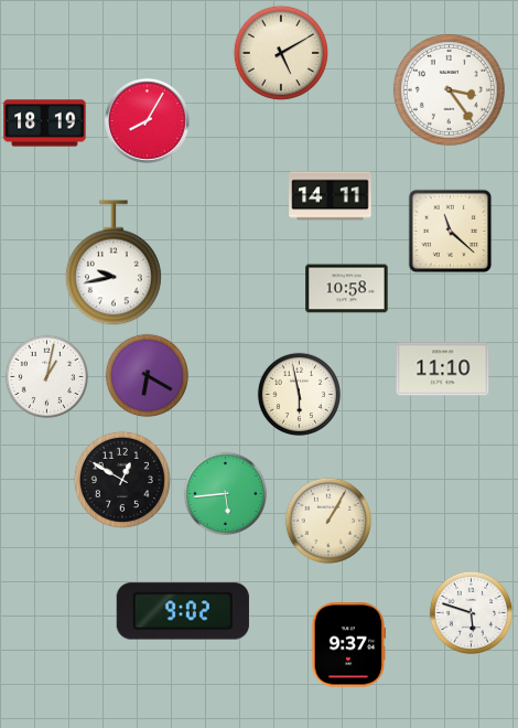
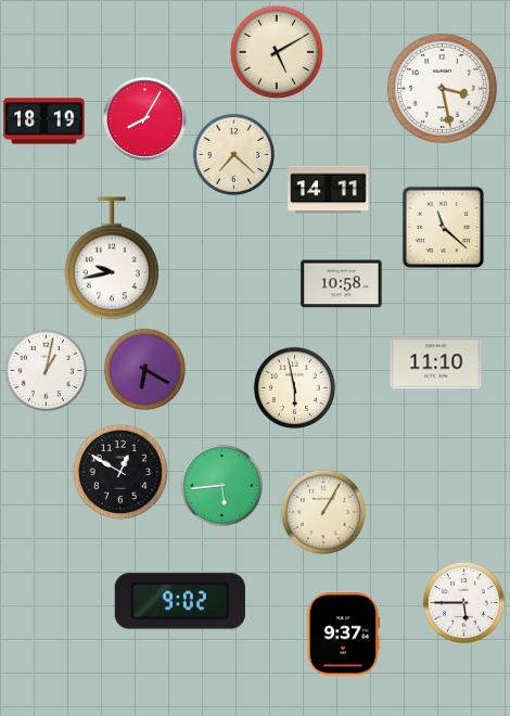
clock at (449, 89): 3:24 -> 3:28
clock at (233, 154): none -> 7:22
clock at (331, 196) position: (331, 196) -> (329, 190)
clock at (471, 612): 5:48 -> 5:45
